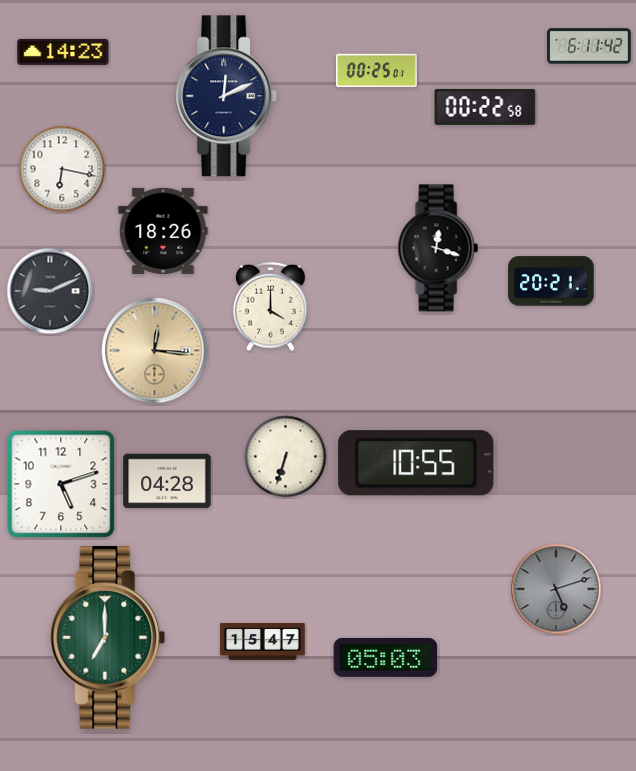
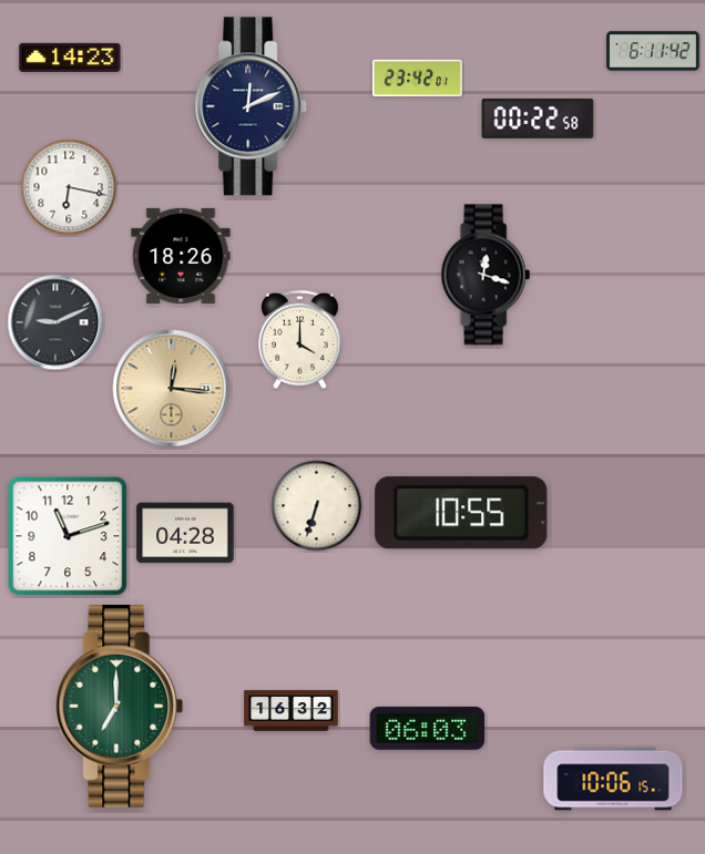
clock at (376, 71): 00:25 -> 23:42
clock at (551, 281): 20:21 -> none
clock at (61, 484): 5:12 -> 11:12
clock at (556, 589): 5:12 -> none
clock at (263, 642): 15:47 -> 16:32
clock at (386, 657): 05:03 -> 06:03
clock at (613, 779): none -> 10:06
